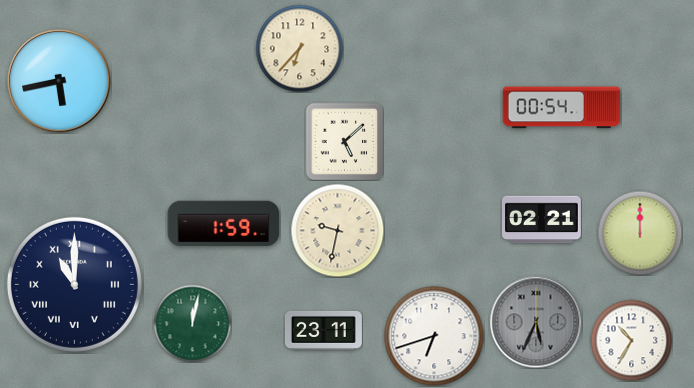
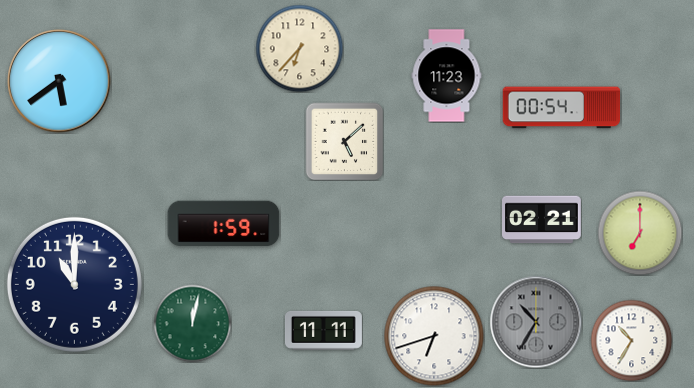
clock at (447, 76): none -> 11:23
clock at (59, 81): 5:43 -> 5:39
clock at (337, 230): 9:32 -> none
clock at (640, 233): 12:00 -> 7:00
clock at (74, 284) numerals: Roman -> Arabic
clock at (536, 322): 5:34 -> 10:35
clock at (323, 330): 23:11 -> 11:11
